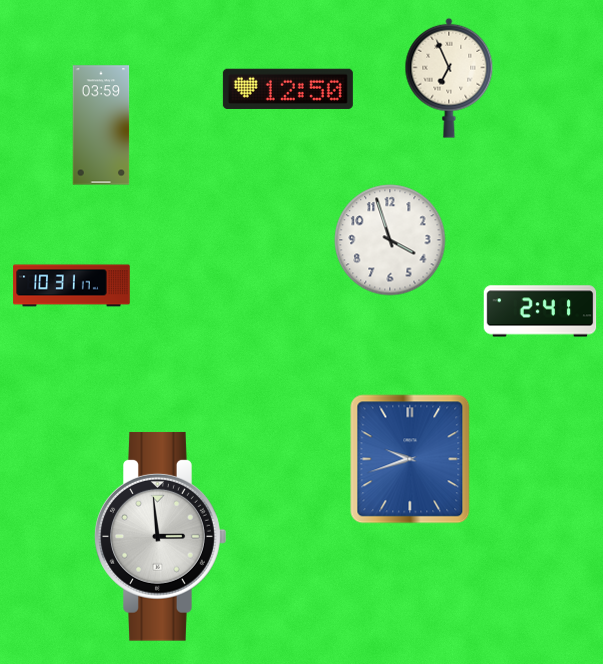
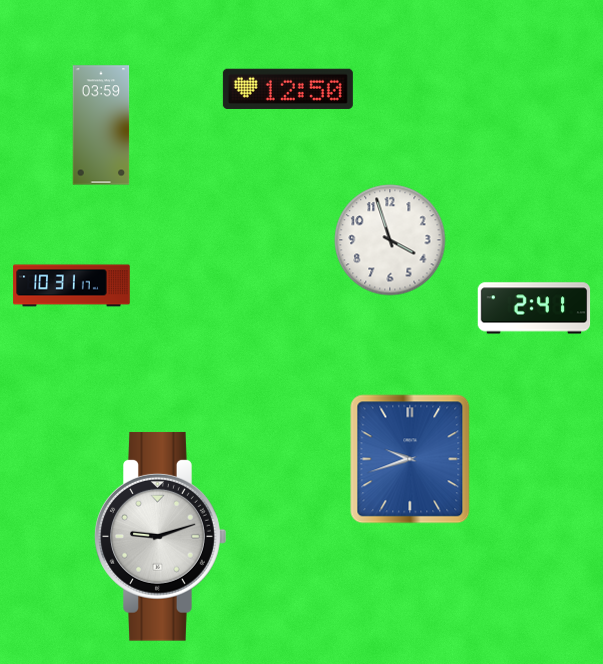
clock at (449, 78): 6:56 -> none
clock at (540, 311) position: (540, 311) -> (534, 308)
clock at (161, 536): 2:59 -> 9:12
